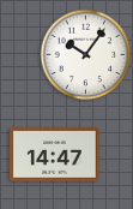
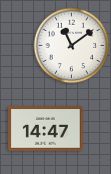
clock at (86, 55): 10:06 -> 11:09
